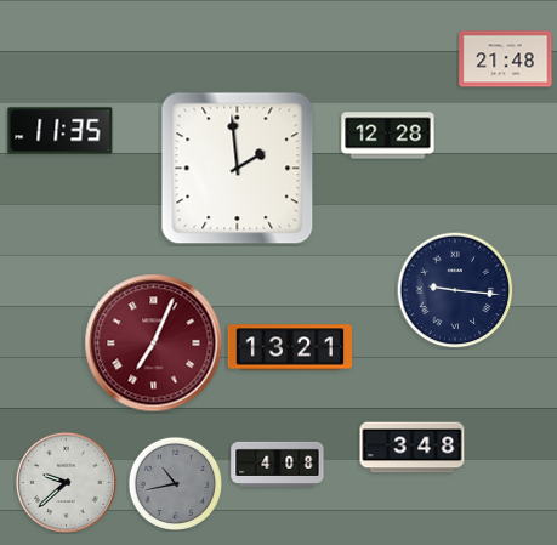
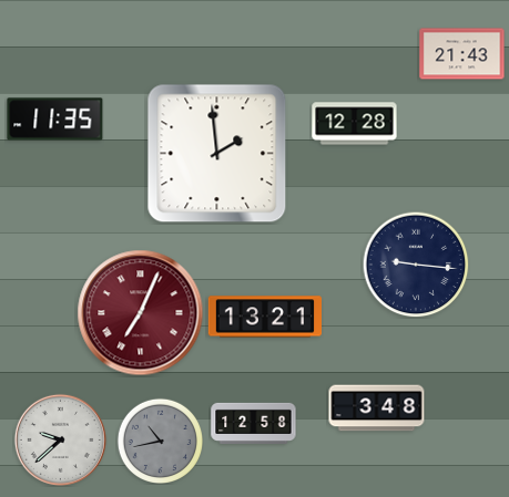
clock at (506, 59): 21:48 -> 21:43
clock at (278, 464): 4:08 -> 12:58
